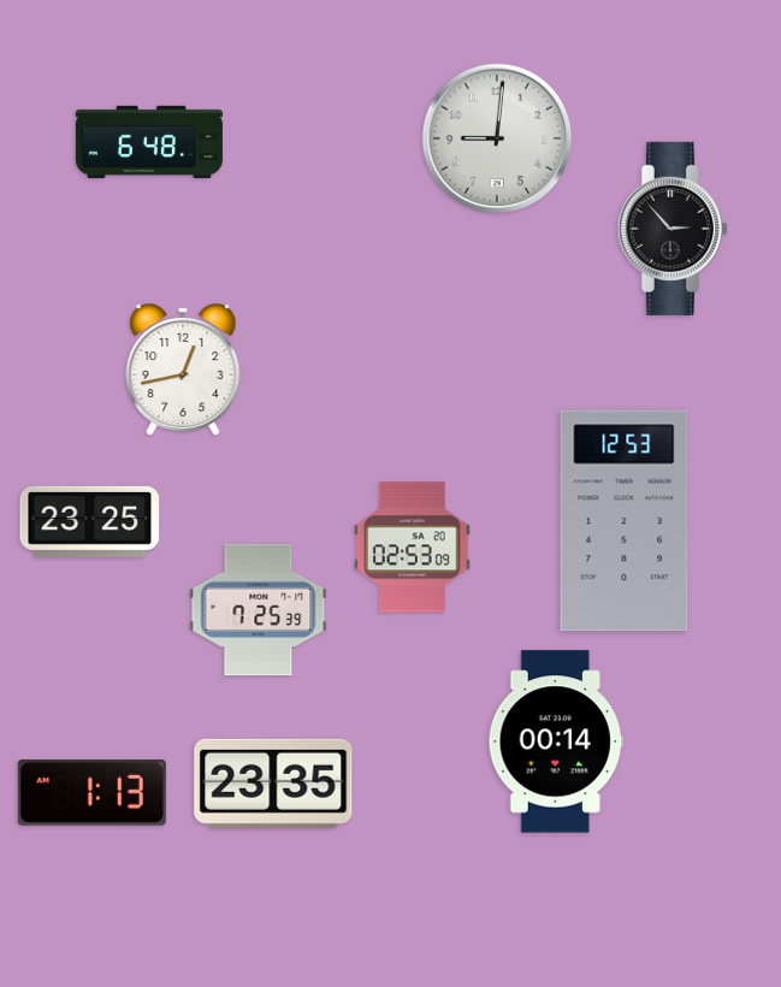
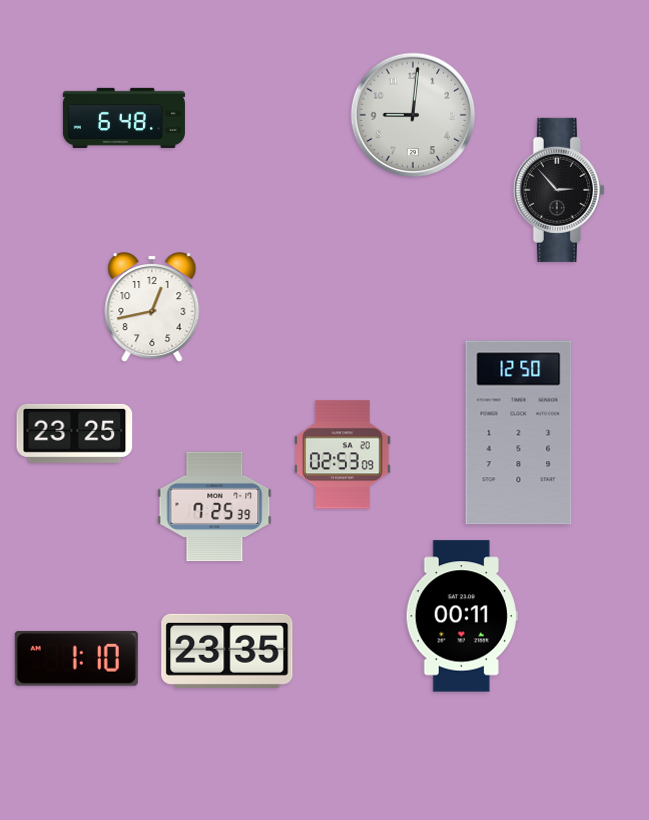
clock at (625, 521): 12:53 -> 12:50
clock at (556, 741): 00:14 -> 00:11
clock at (91, 793): 1:13 -> 1:10
